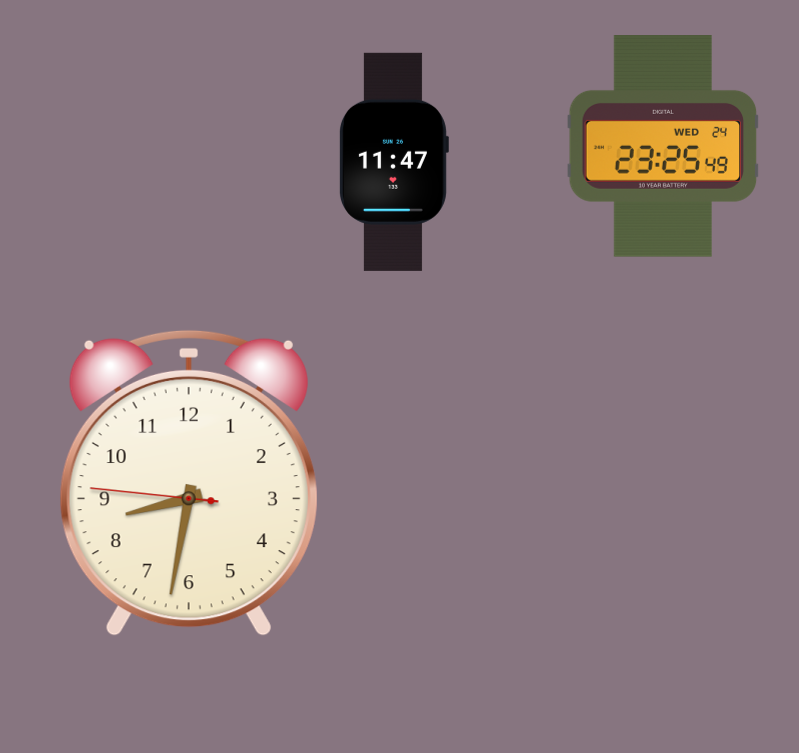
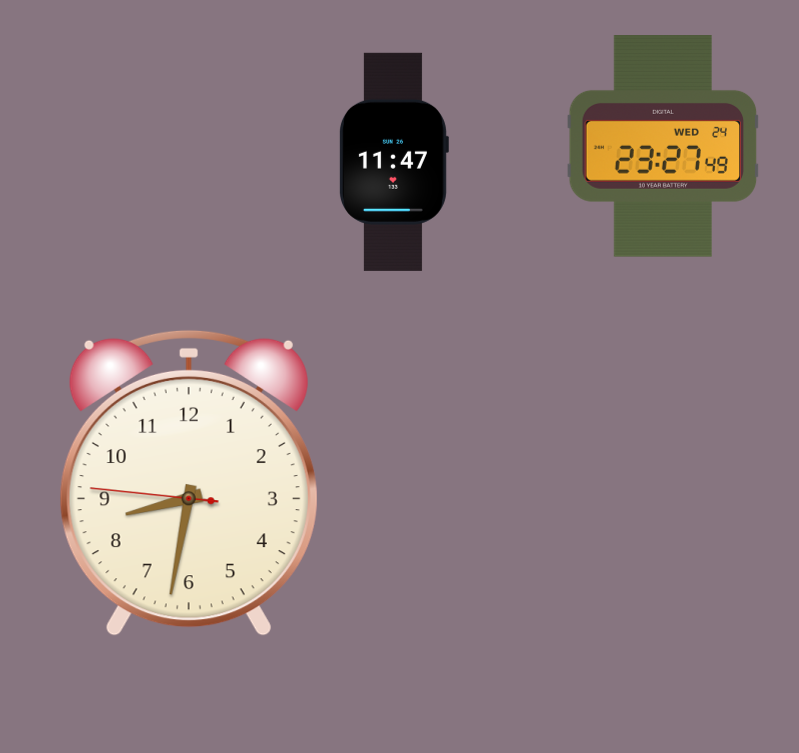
clock at (663, 146): 23:25 -> 23:27
